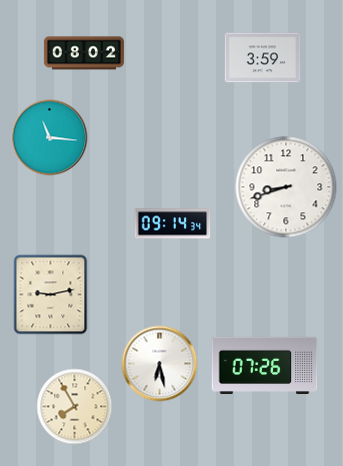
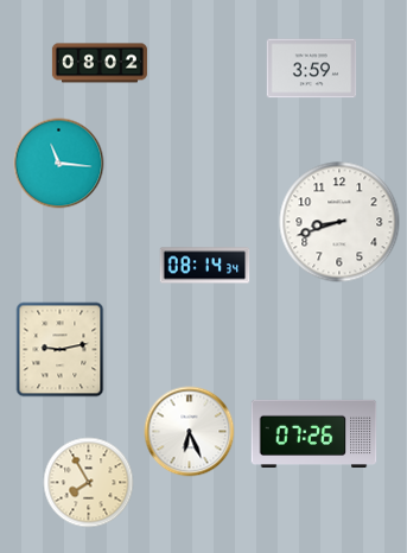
clock at (173, 224): 09:14 -> 08:14
clock at (160, 364): 6:28 -> 6:26
